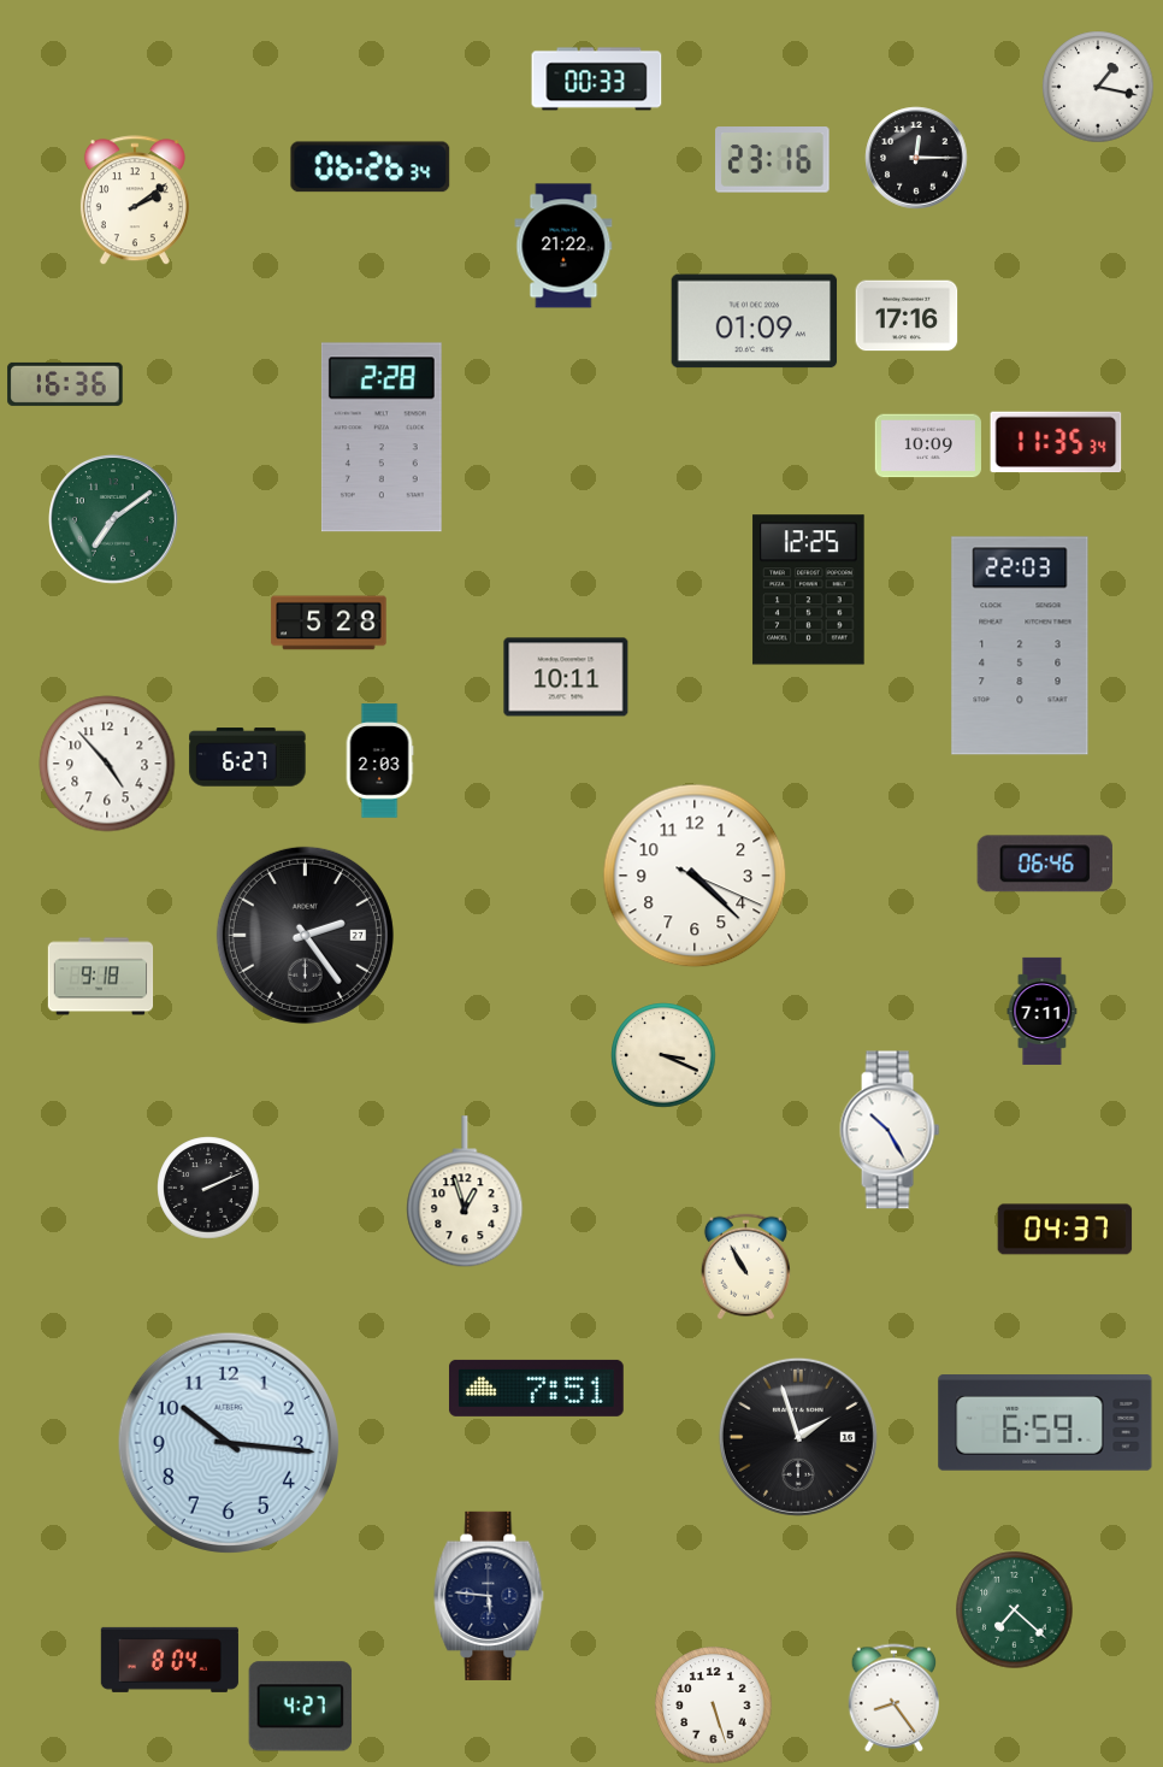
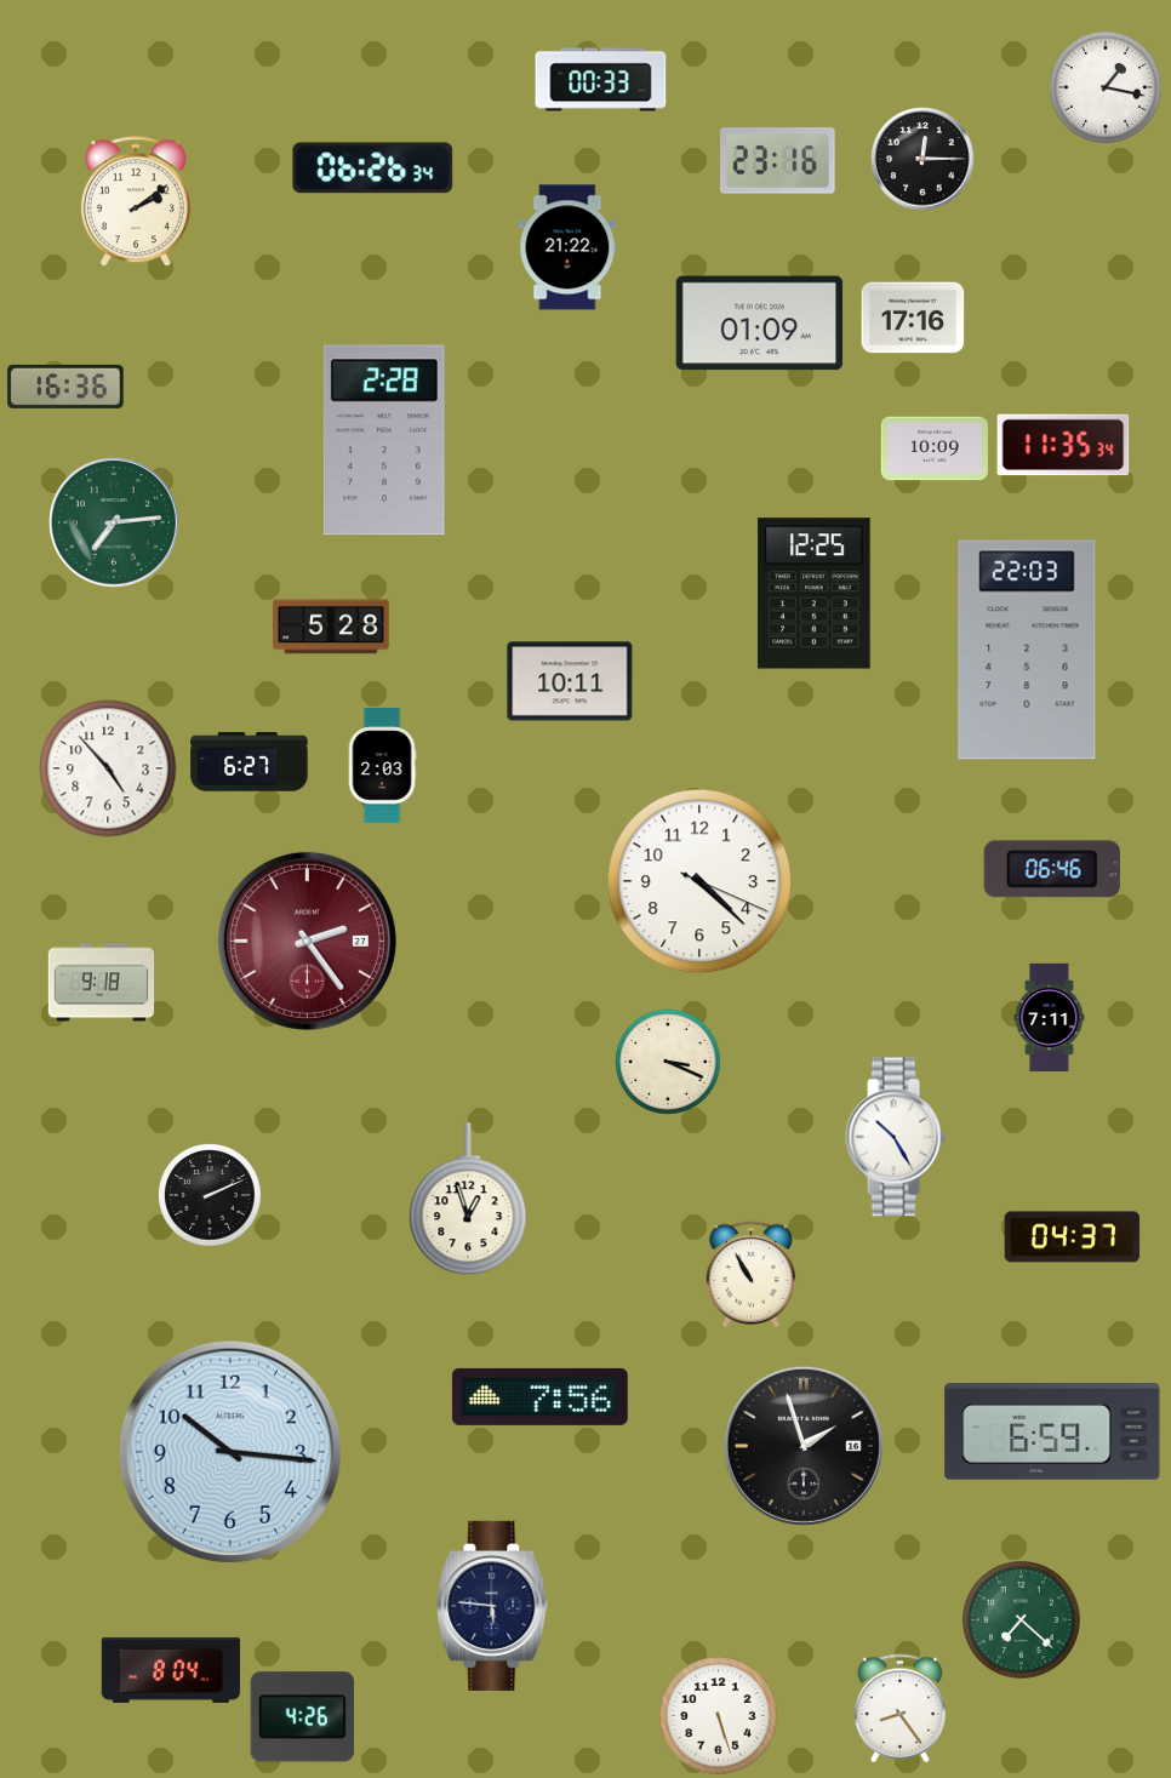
clock at (114, 520): 7:09 -> 7:14
clock at (305, 935) dial: black -> burgundy
clock at (537, 1388): 7:51 -> 7:56
clock at (301, 1707): 4:27 -> 4:26
